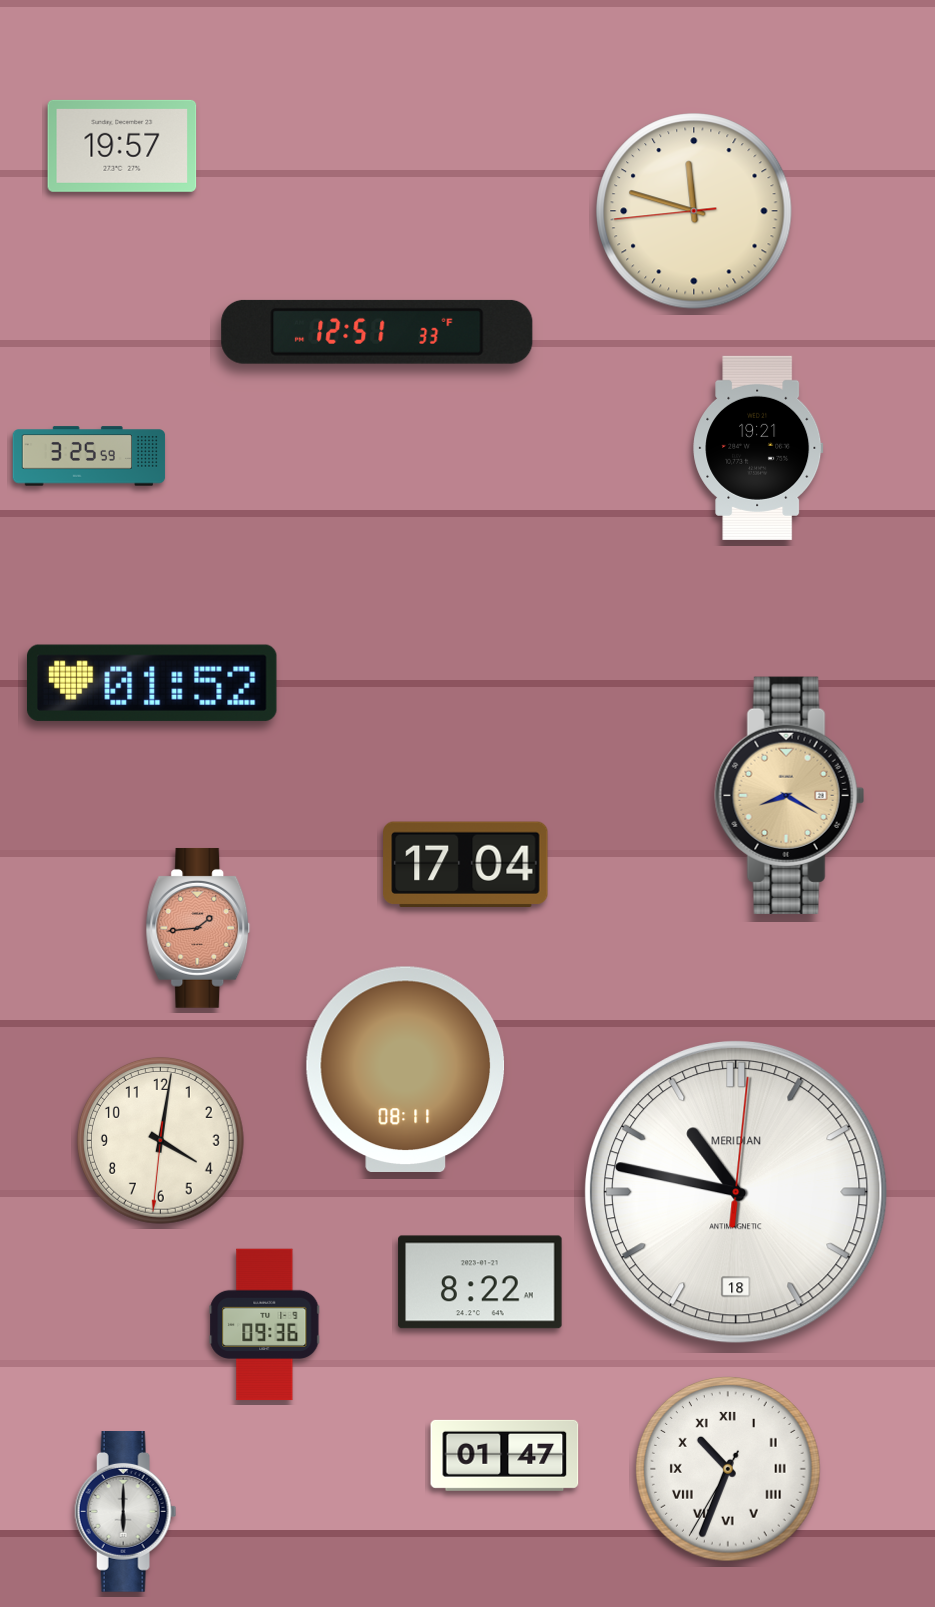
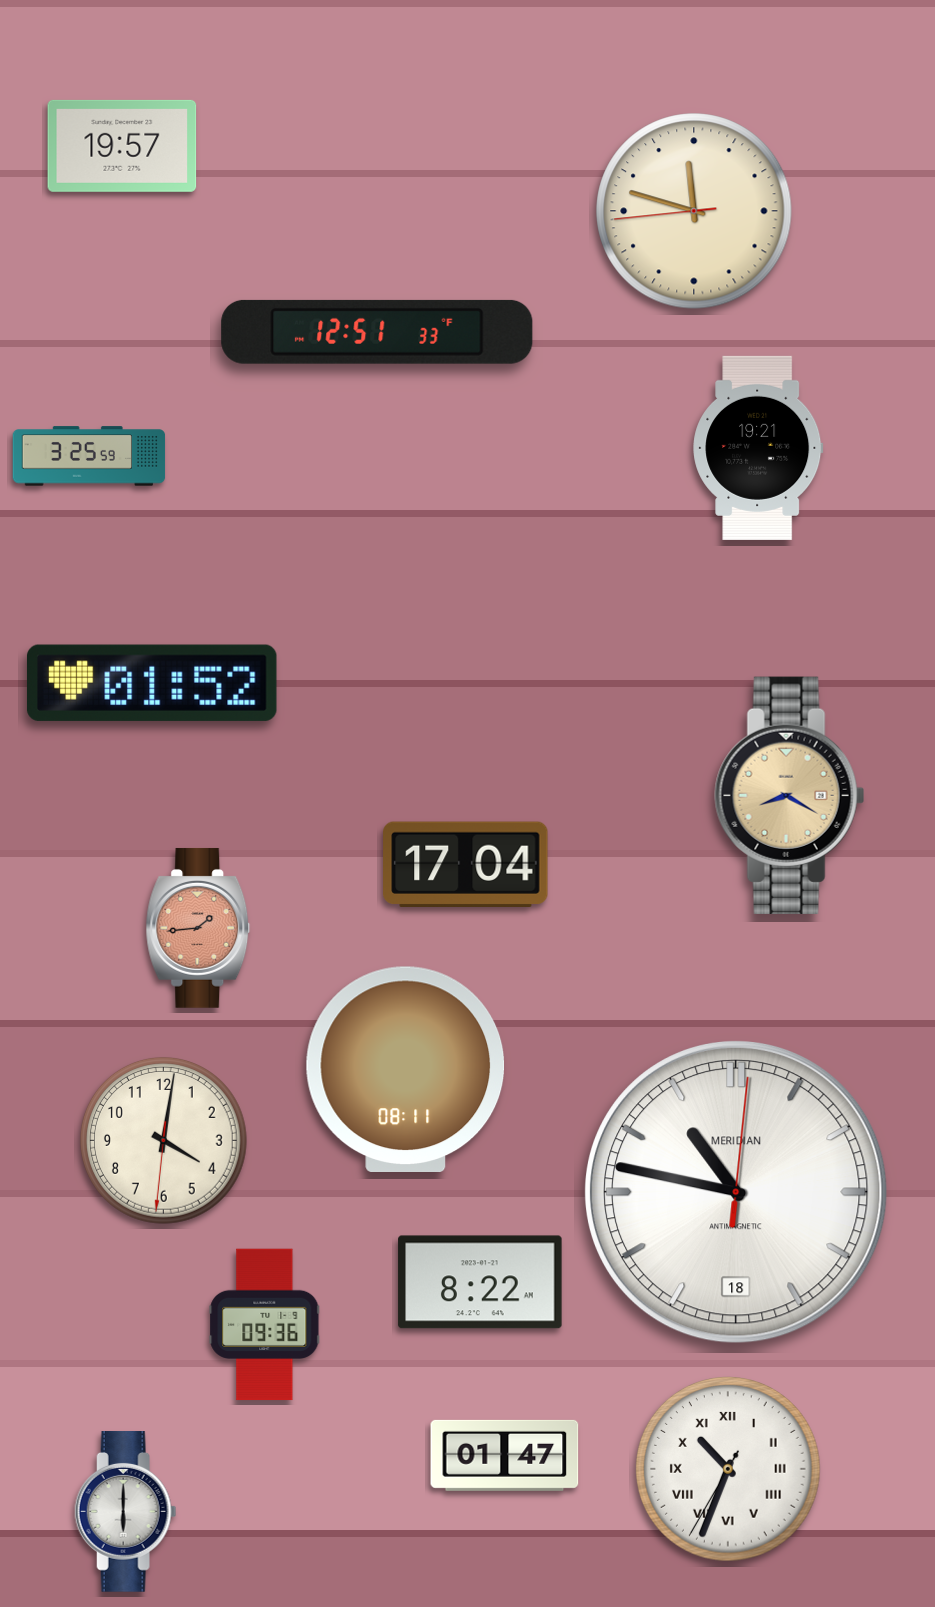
clock at (160, 1140) position: (160, 1140) -> (163, 1140)
